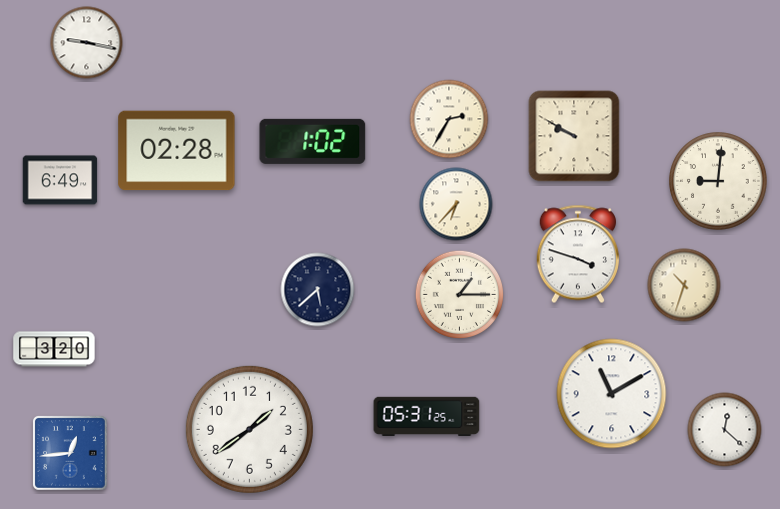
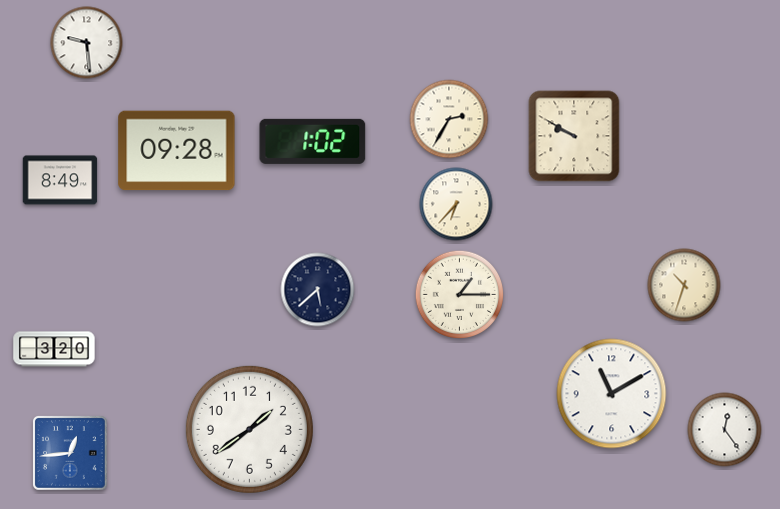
clock at (87, 43): 9:17 -> 9:29
clock at (177, 151): 02:28 -> 09:28
clock at (60, 180): 6:49 -> 8:49
clock at (718, 181): 9:01 -> none
clock at (578, 254): 3:48 -> none
clock at (427, 417): 05:31 -> none
clock at (725, 430): 12:22 -> 12:24
